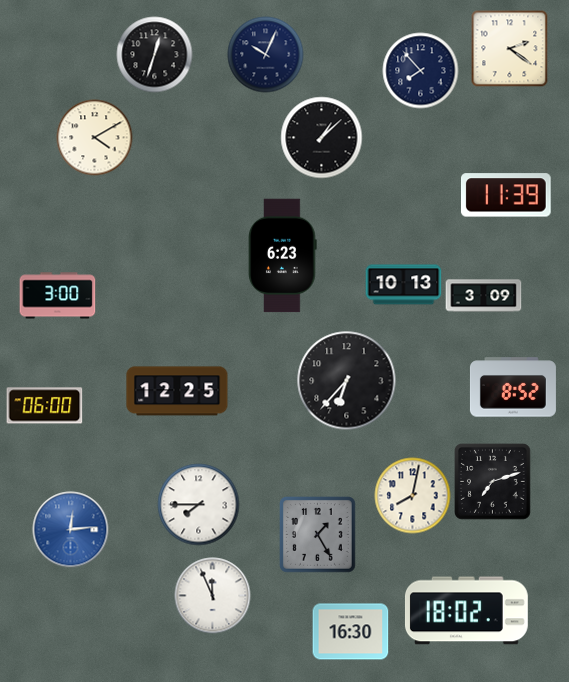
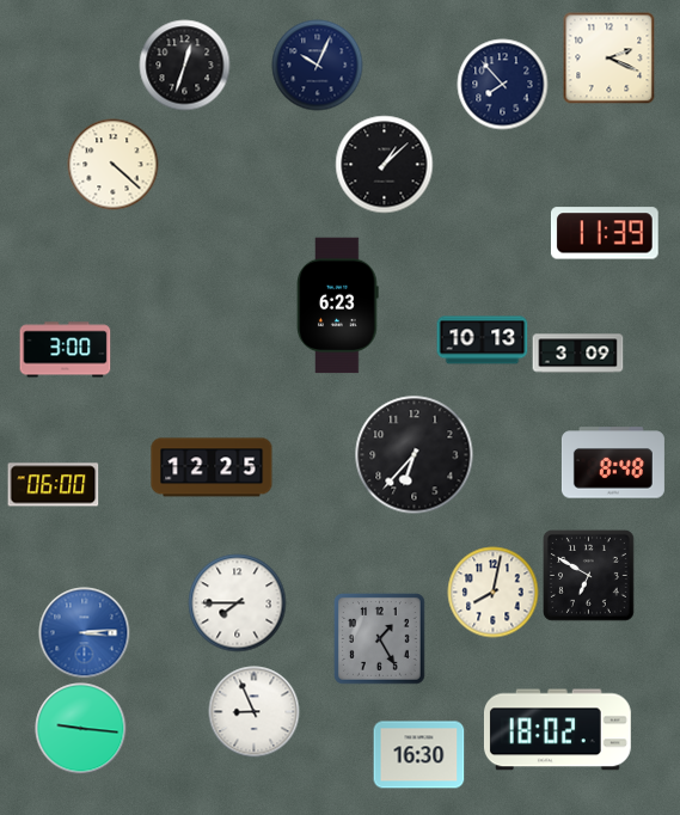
clock at (510, 49): 2:21 -> 2:19
clock at (95, 138): 4:10 -> 4:22
clock at (58, 296) position: (58, 296) -> (66, 350)
clock at (513, 387): 8:52 -> 8:48
clock at (493, 482): 7:12 -> 6:50
clock at (71, 530): 12:14 -> 3:14
clock at (213, 596): 11:56 -> 8:56
clock at (81, 729): none -> 9:16
